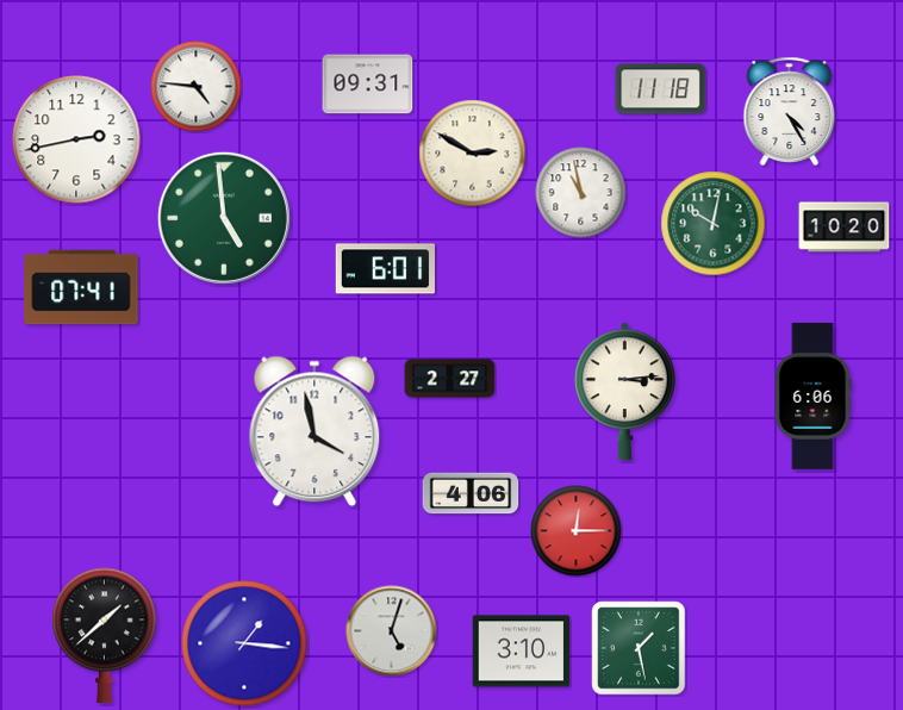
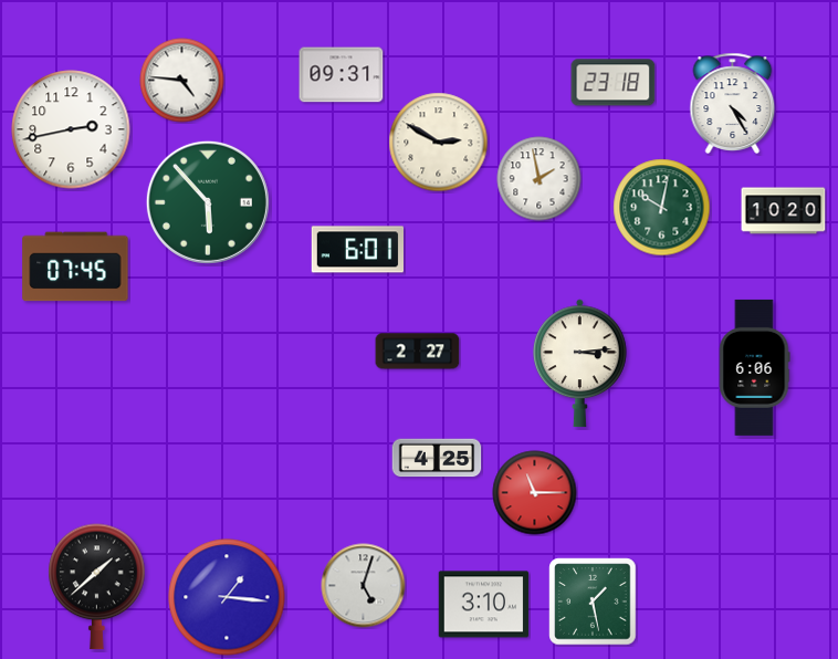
clock at (368, 85) position: (368, 85) -> (342, 75)
clock at (661, 89): 11:18 -> 23:18
clock at (581, 193): 10:58 -> 1:58
clock at (224, 218): 4:59 -> 5:53
clock at (81, 287): 07:41 -> 07:45
clock at (315, 431): 3:58 -> none
clock at (471, 493): 4:06 -> 4:25
clock at (577, 531): 12:15 -> 11:15
clock at (105, 636) position: (105, 636) -> (97, 587)
